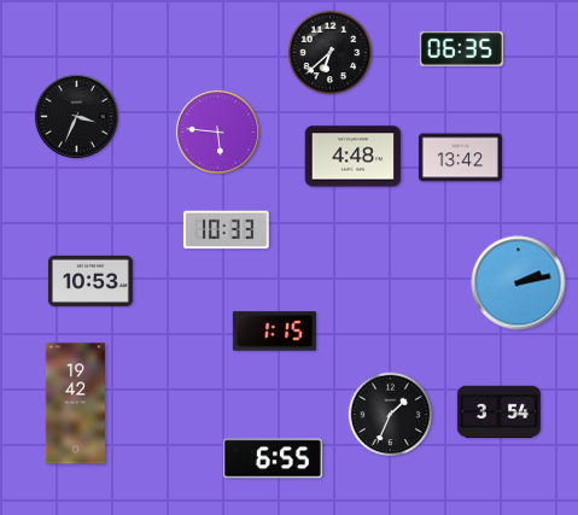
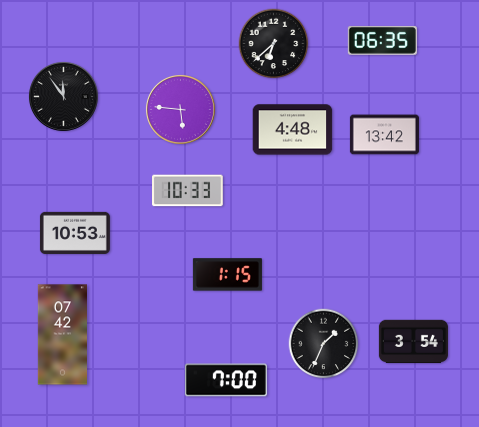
clock at (76, 116): 3:34 -> 11:54
clock at (460, 158) position: (460, 158) -> (384, 135)
clock at (519, 283): 2:13 -> none
clock at (75, 404): 19:42 -> 07:42
clock at (273, 458): 6:55 -> 7:00
